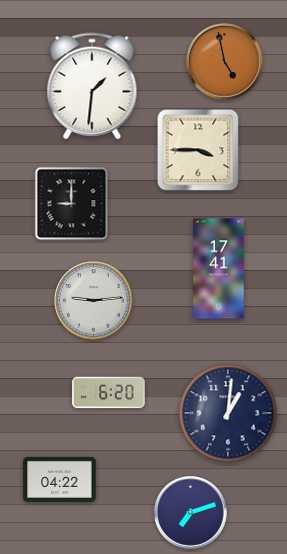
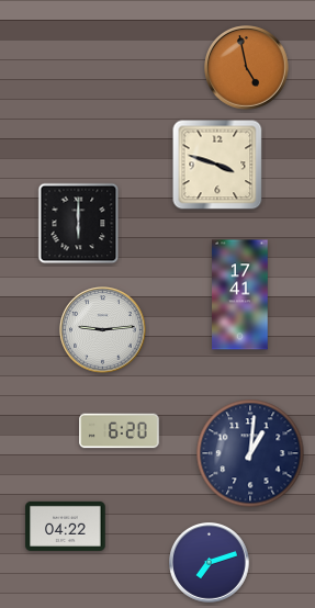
clock at (92, 86): 1:31 -> none
clock at (198, 150): 3:45 -> 3:48
clock at (72, 204): 9:00 -> 6:00
